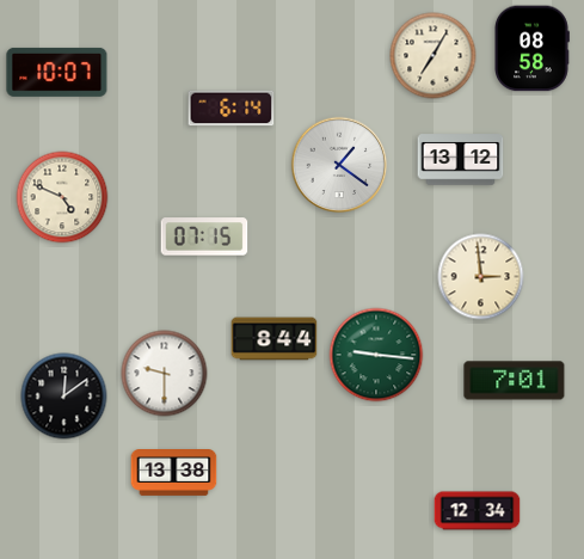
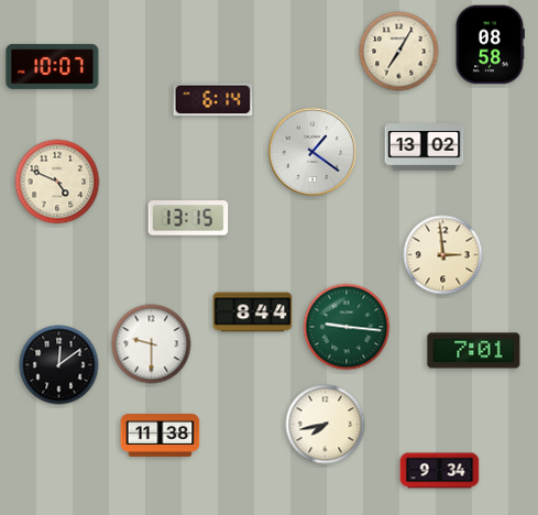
clock at (461, 160): 13:12 -> 13:02
clock at (204, 236): 07:15 -> 13:15
clock at (326, 425): none -> 7:43
clock at (174, 473): 13:38 -> 11:38
clock at (478, 511): 12:34 -> 9:34
